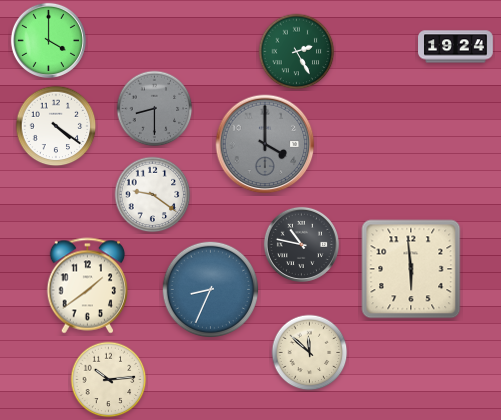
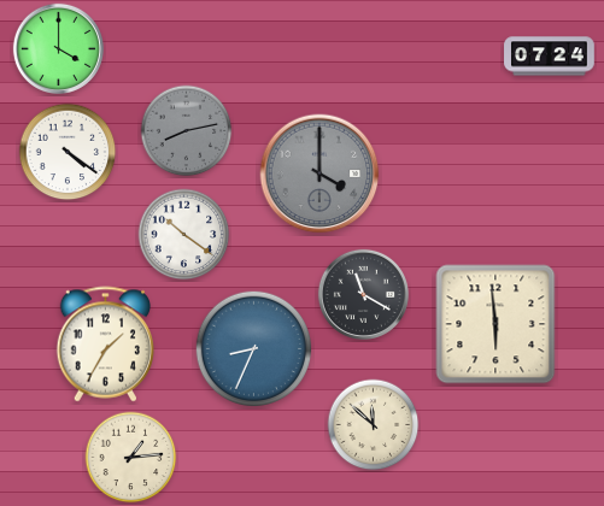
clock at (456, 47): 19:24 -> 07:24
clock at (297, 52): 2:25 -> none
clock at (155, 109): 8:30 -> 8:13
clock at (153, 195): 9:21 -> 10:21
clock at (301, 244): 10:47 -> 11:20
clock at (88, 286): 1:39 -> 1:35
clock at (109, 380): 10:14 -> 1:14
